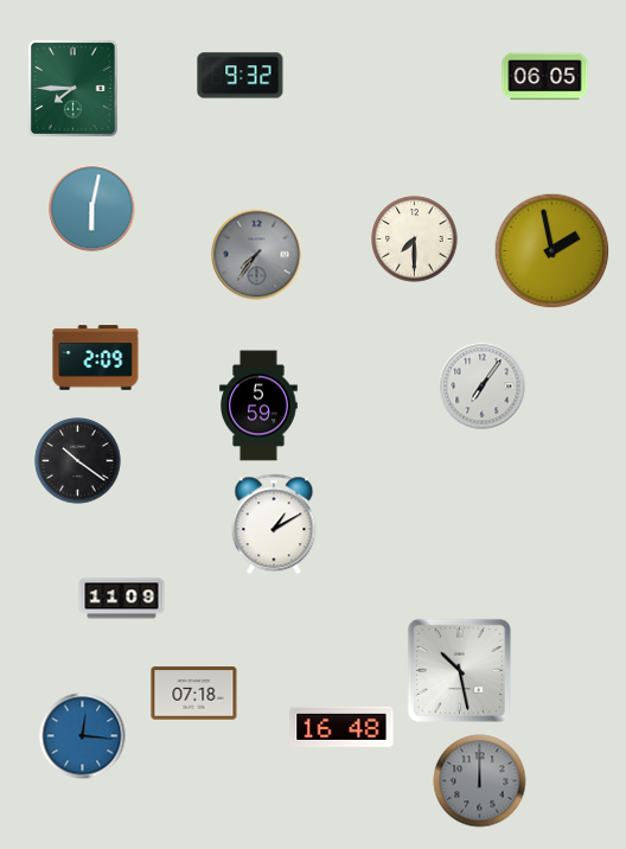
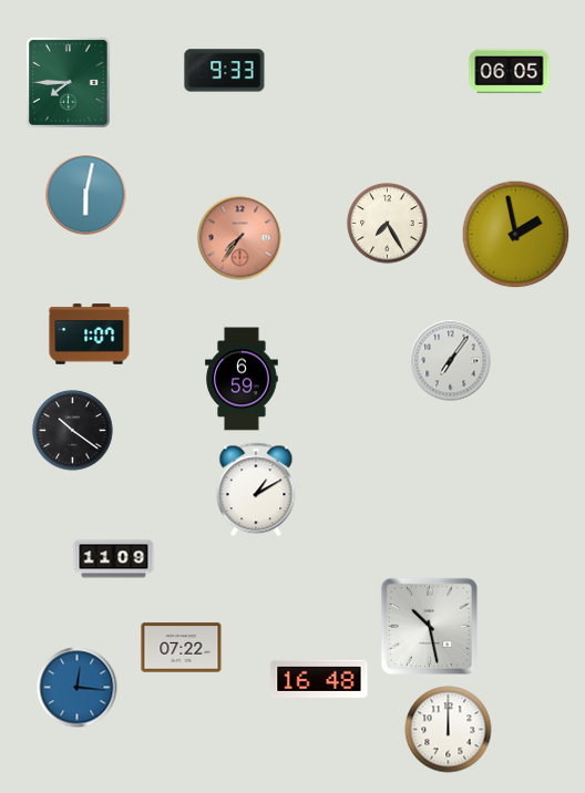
clock at (241, 76): 9:32 -> 9:33
clock at (415, 240): 7:30 -> 7:25
clock at (257, 255) dial: grey -> salmon
clock at (96, 358): 2:09 -> 1:07
clock at (258, 406): 5:59 -> 6:59
clock at (194, 694): 07:18 -> 07:22
clock at (480, 781) dial: grey -> white
